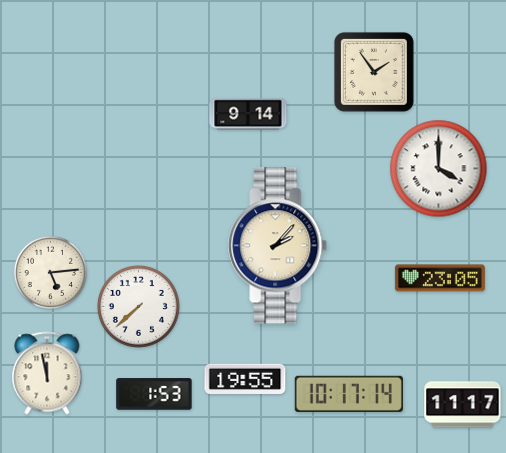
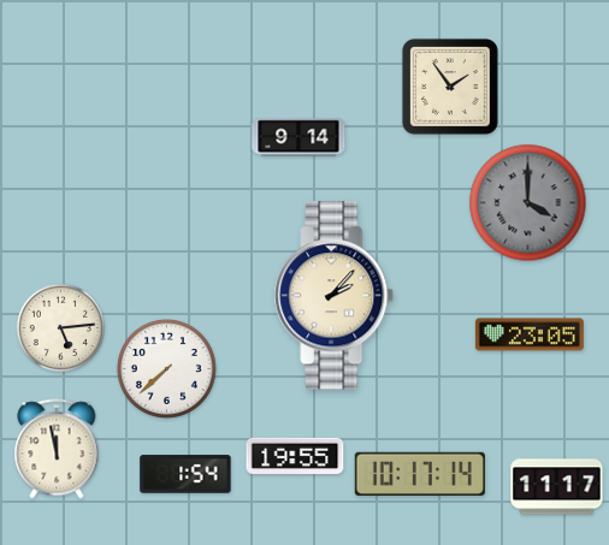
clock at (439, 169) dial: white -> grey
clock at (154, 394): 1:53 -> 1:54
